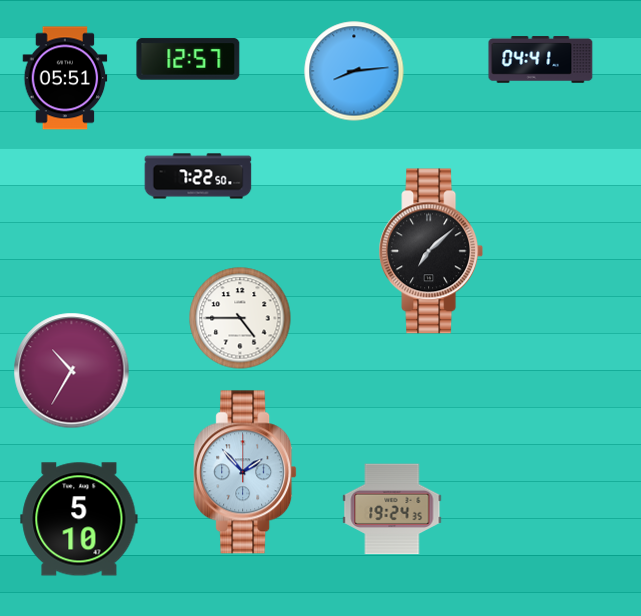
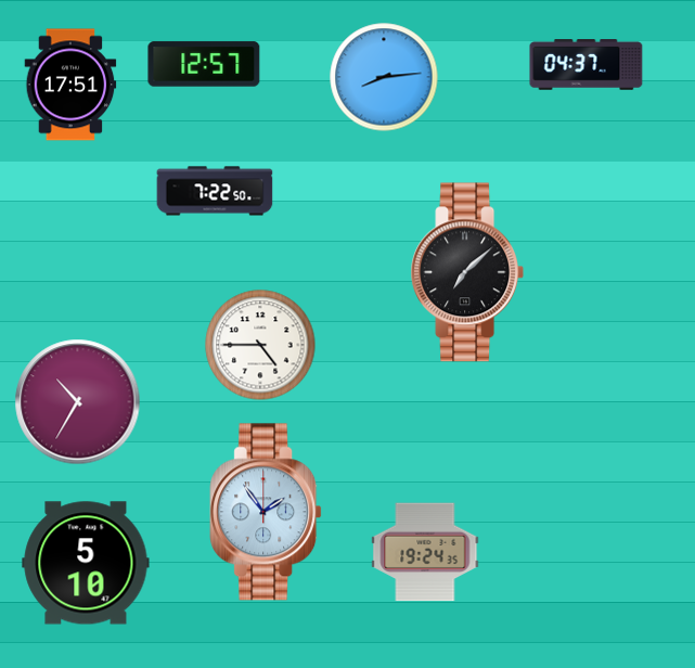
clock at (541, 60): 04:41 -> 04:37
clock at (65, 78): 05:51 -> 17:51
clock at (245, 472): 1:53 -> 1:54
